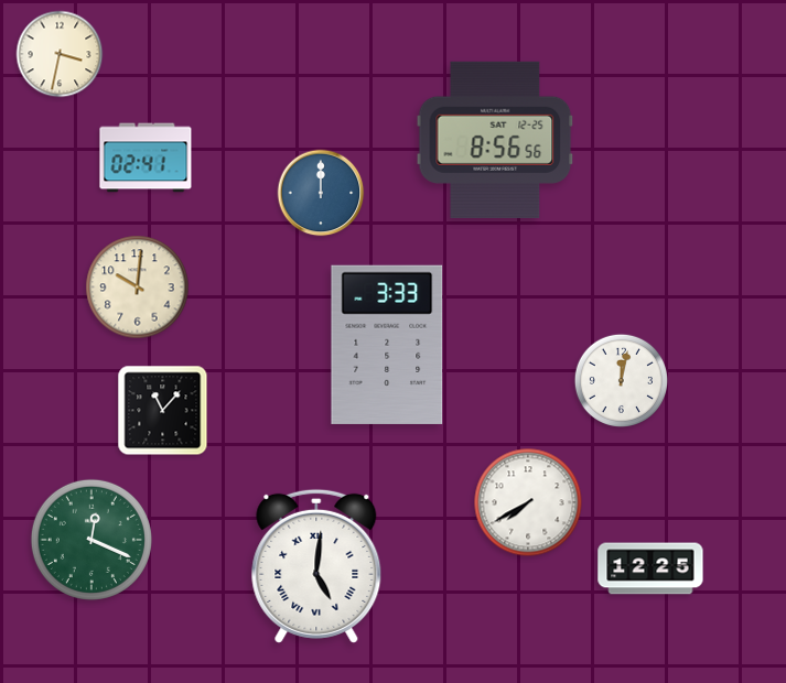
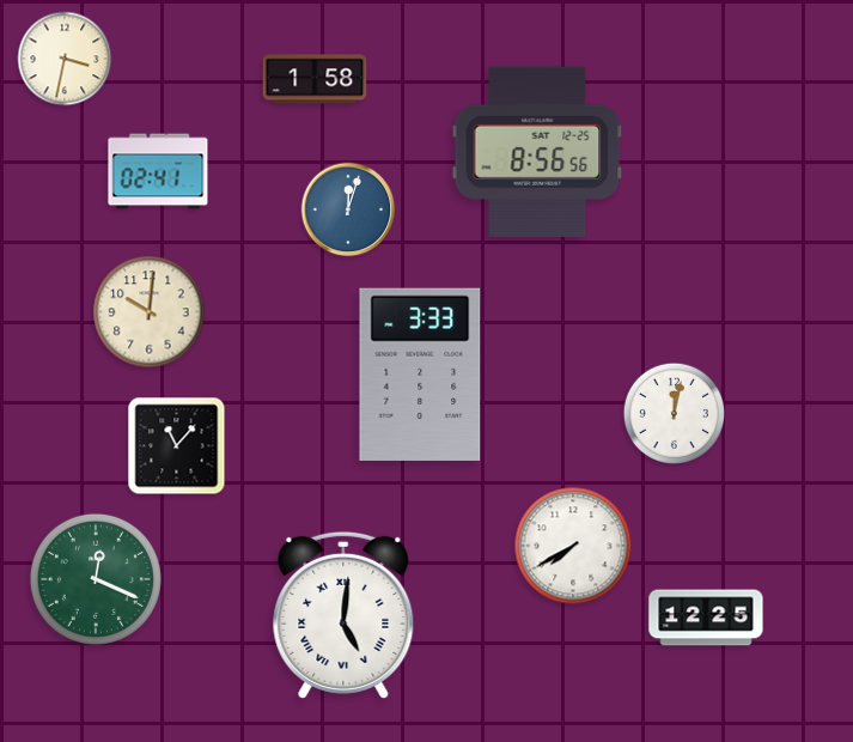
clock at (315, 79): none -> 1:58
clock at (321, 193): 12:00 -> 12:03
clock at (91, 540) position: (91, 540) -> (96, 579)
